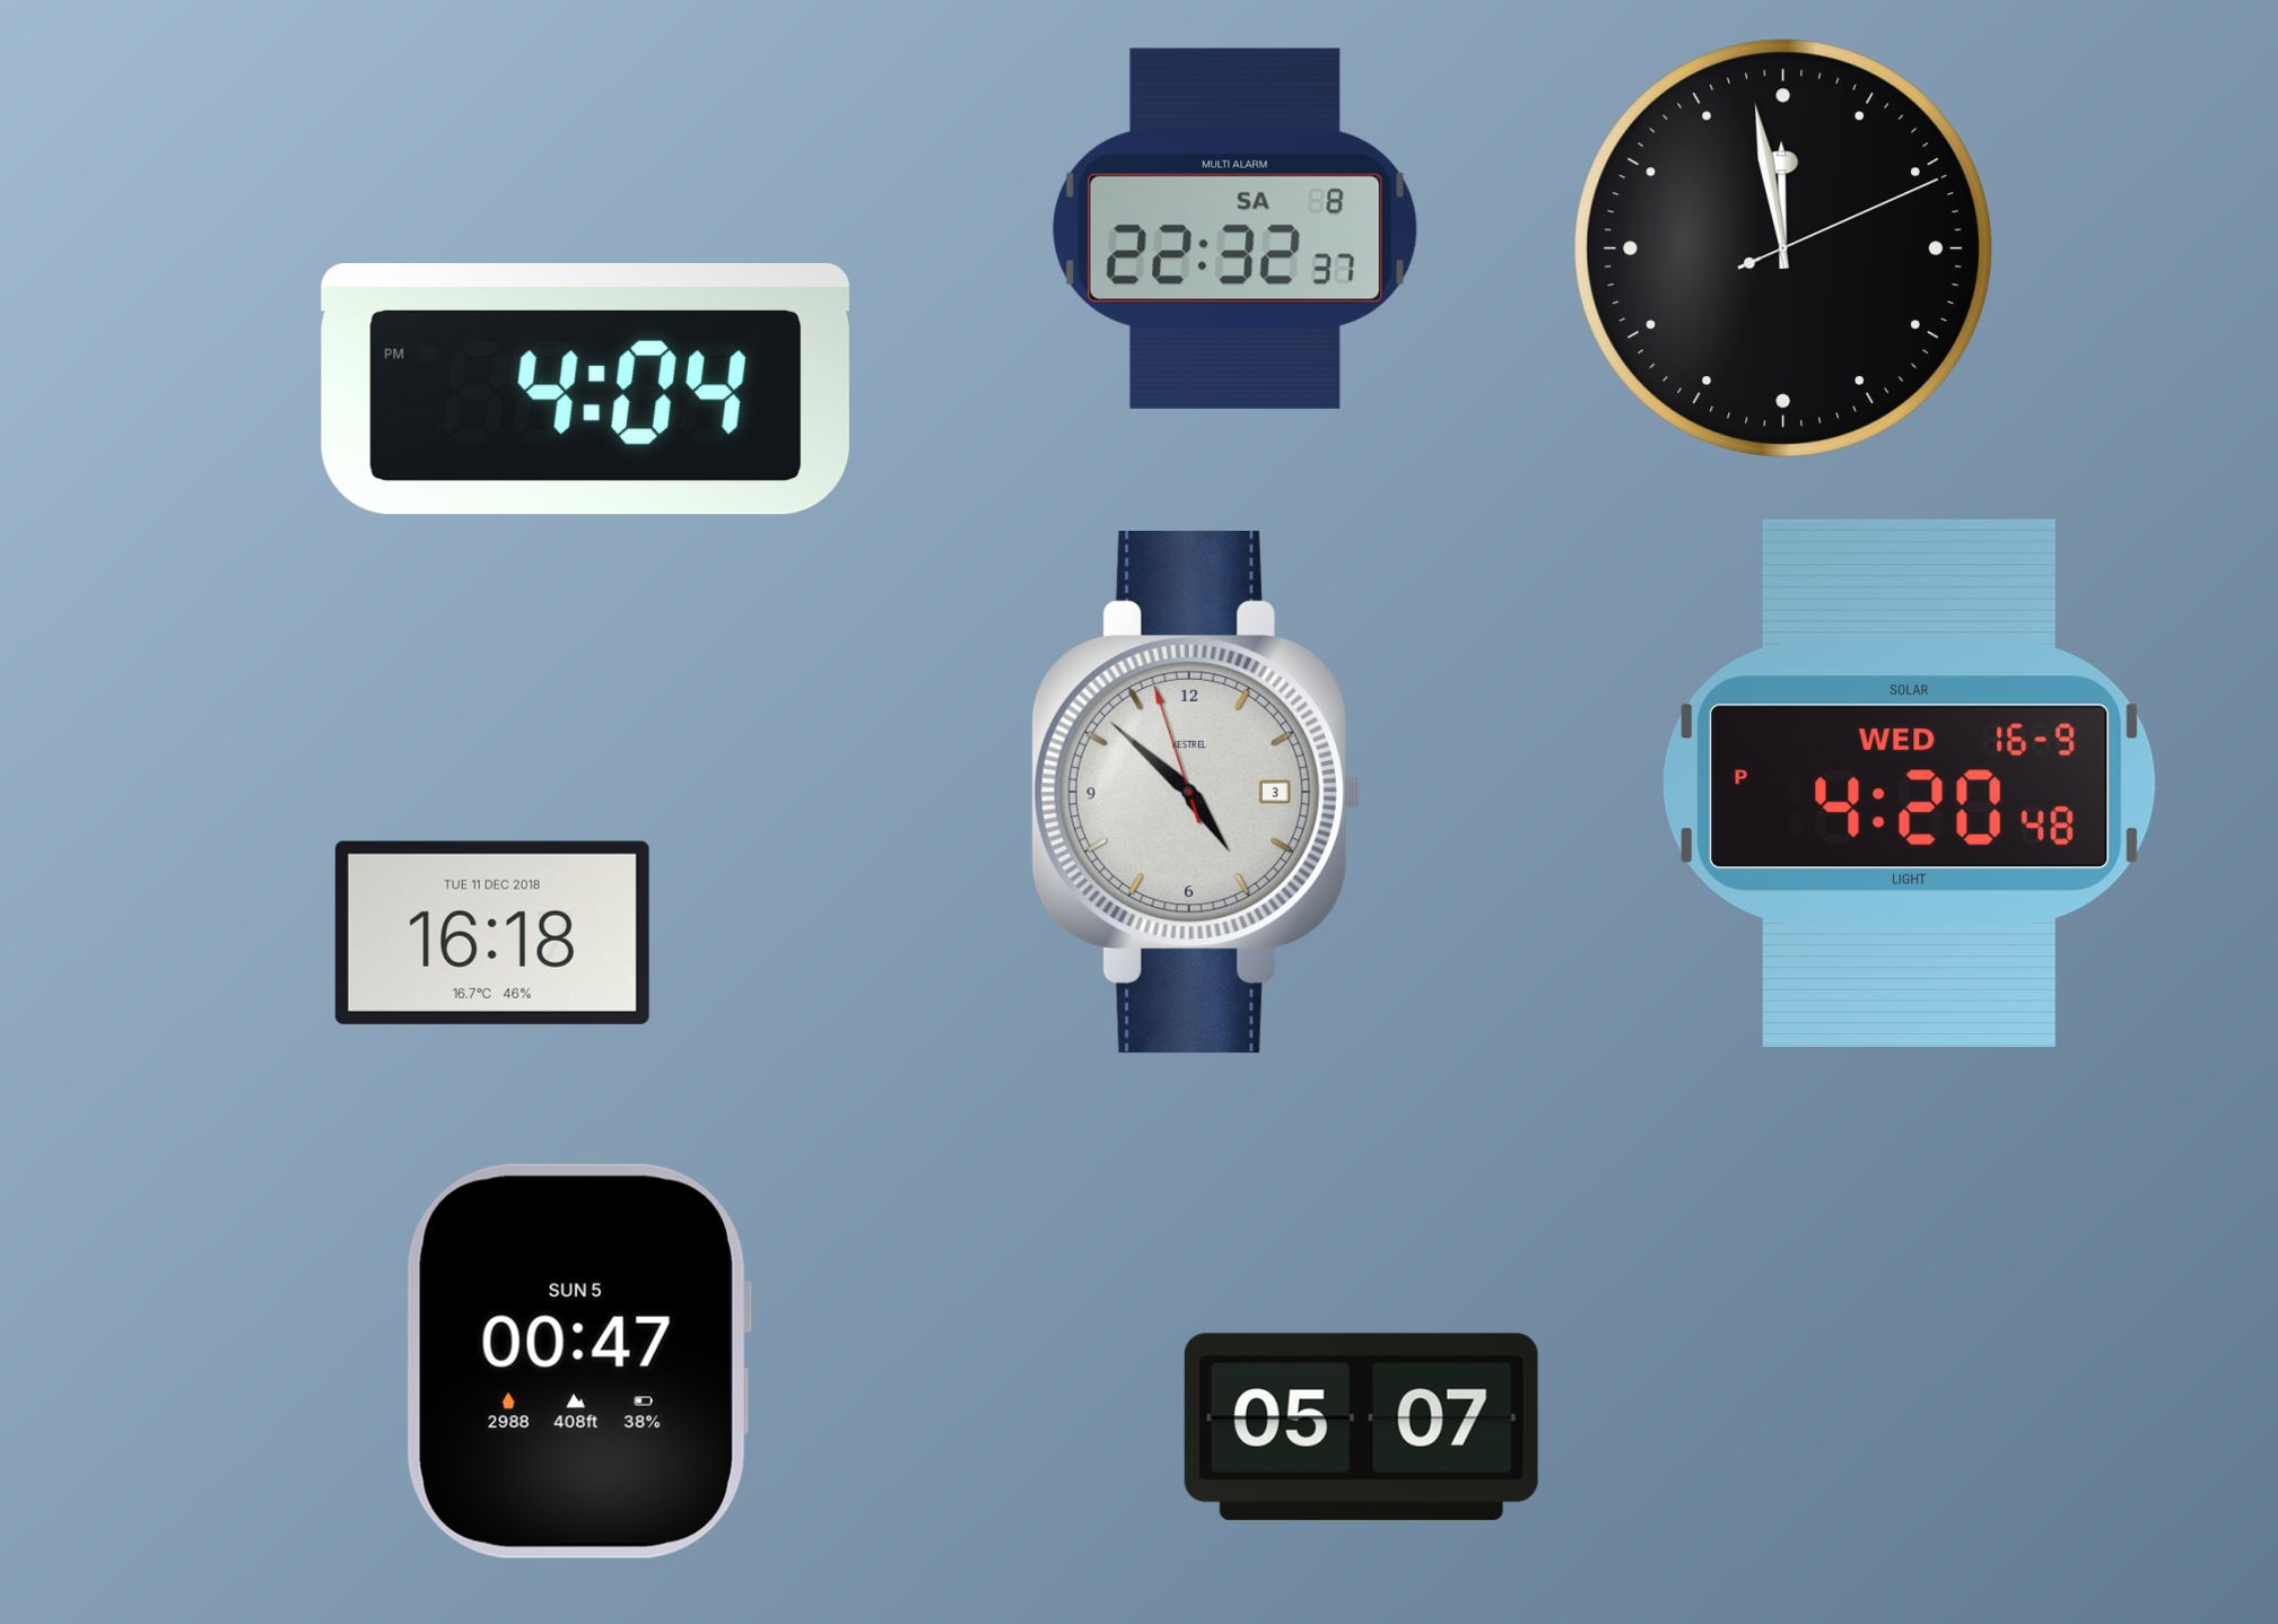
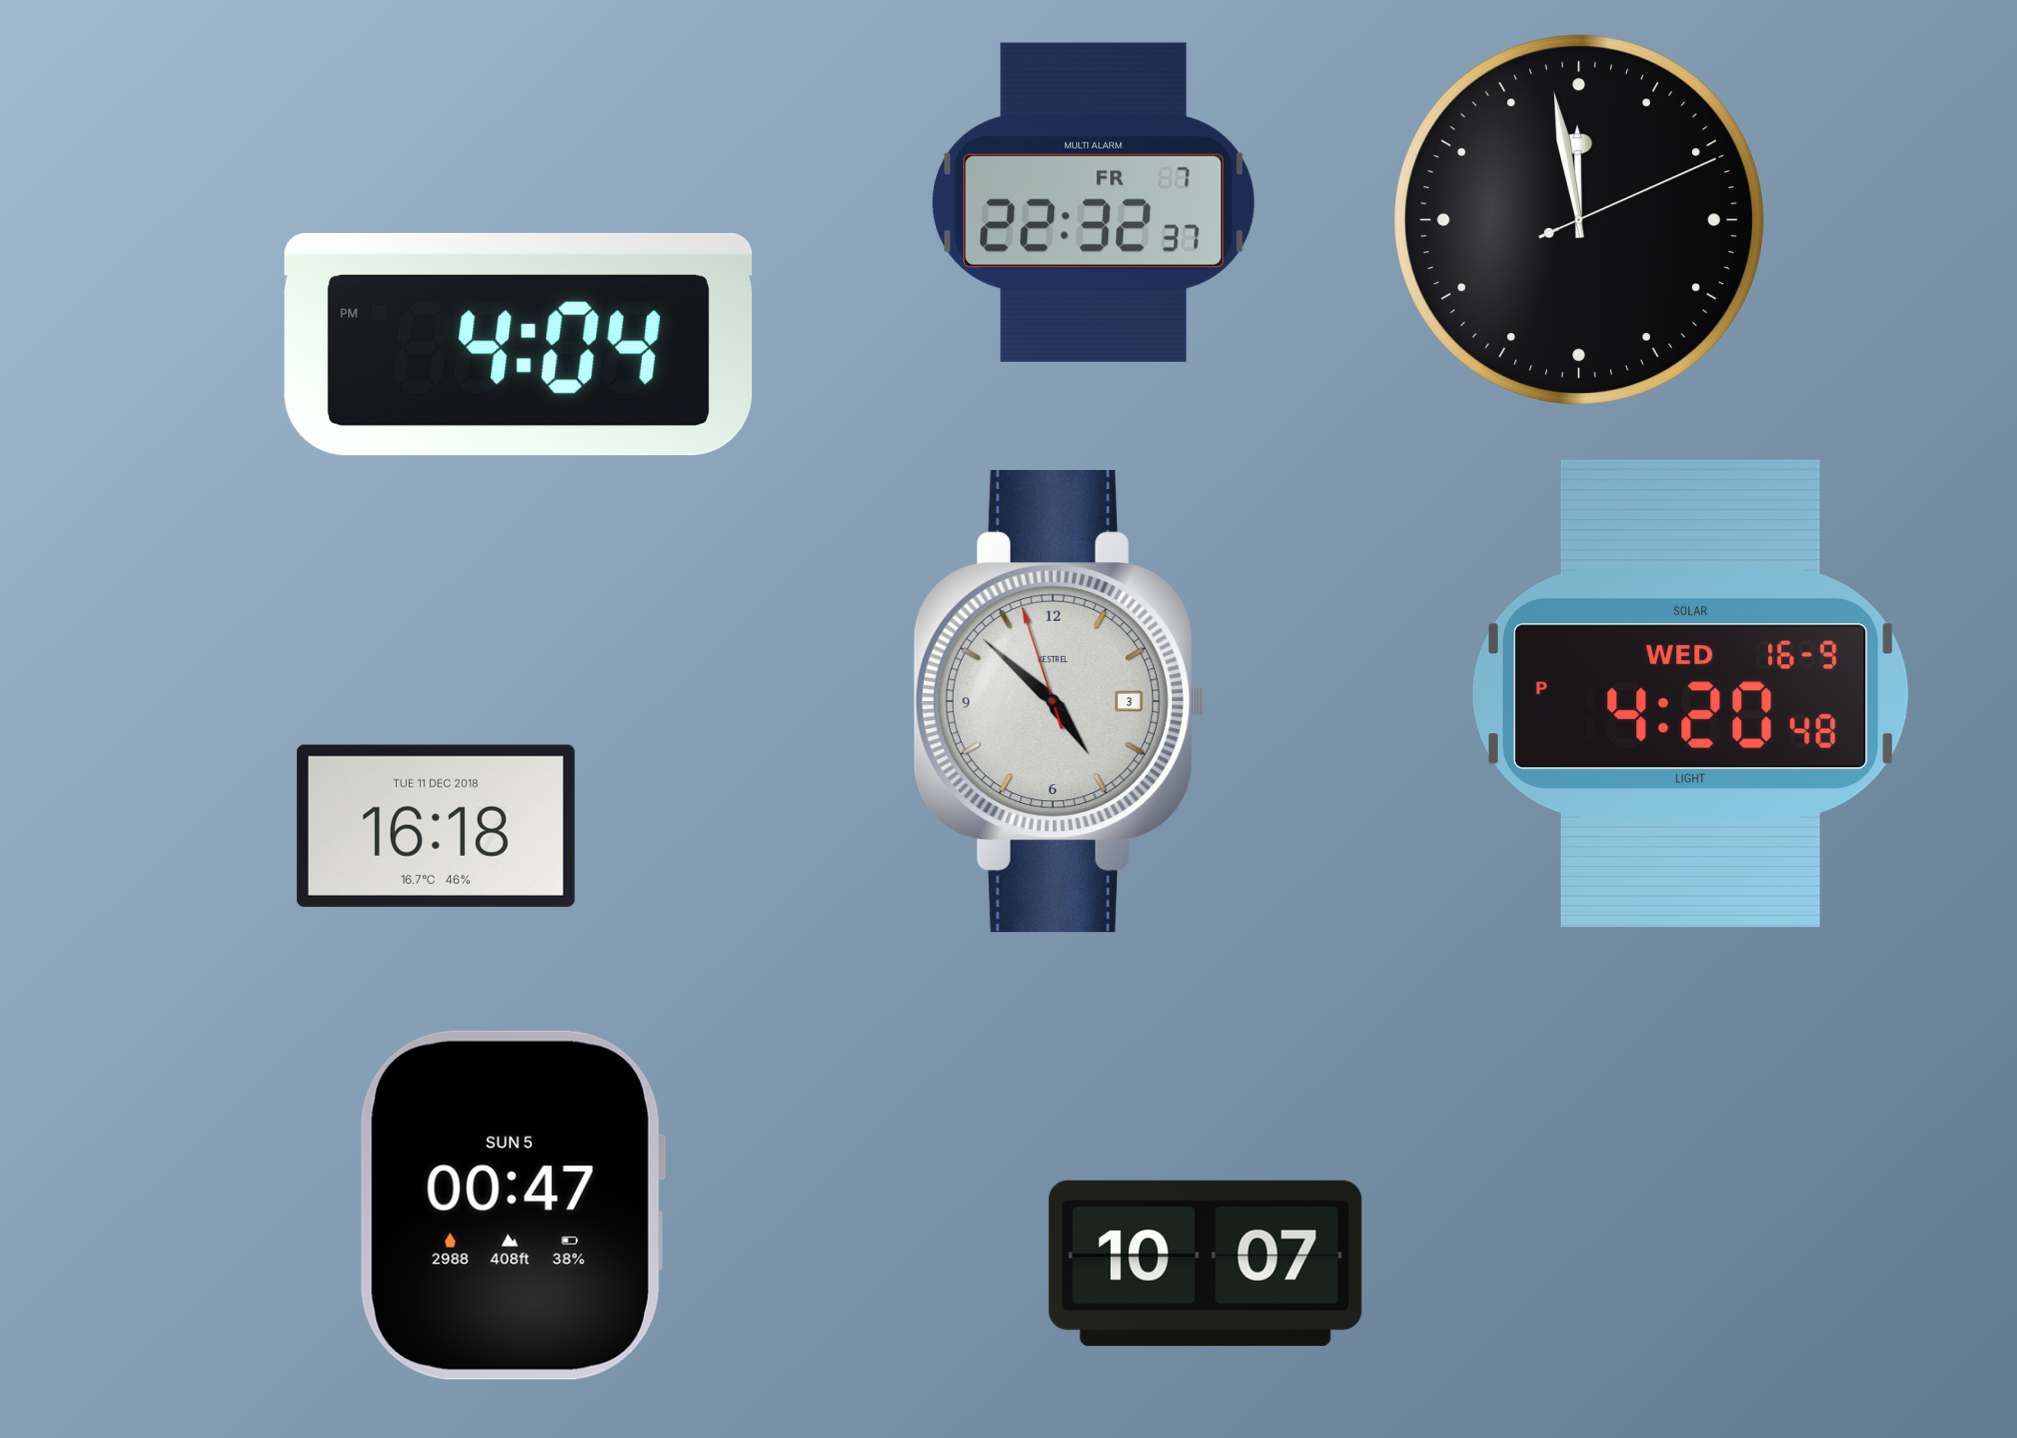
clock at (1234, 228) date: SA 8 -> FR 7
clock at (1361, 1426): 05:07 -> 10:07
